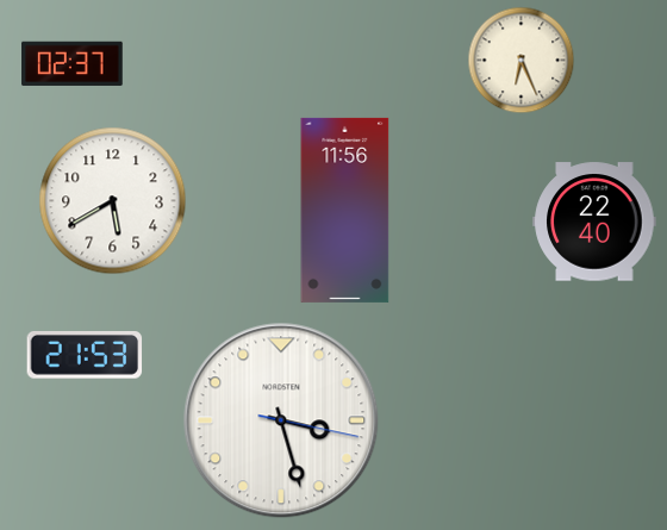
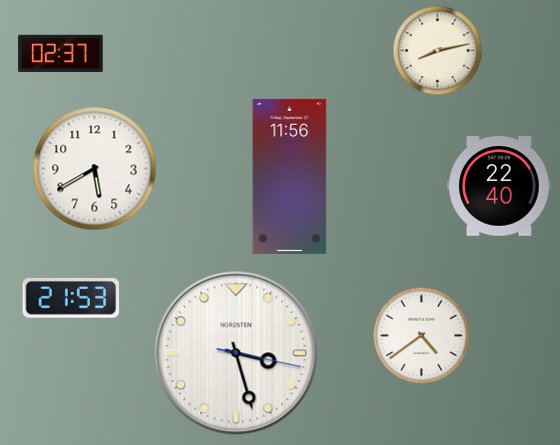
clock at (522, 61): 6:26 -> 8:13
clock at (422, 336): none -> 4:39
